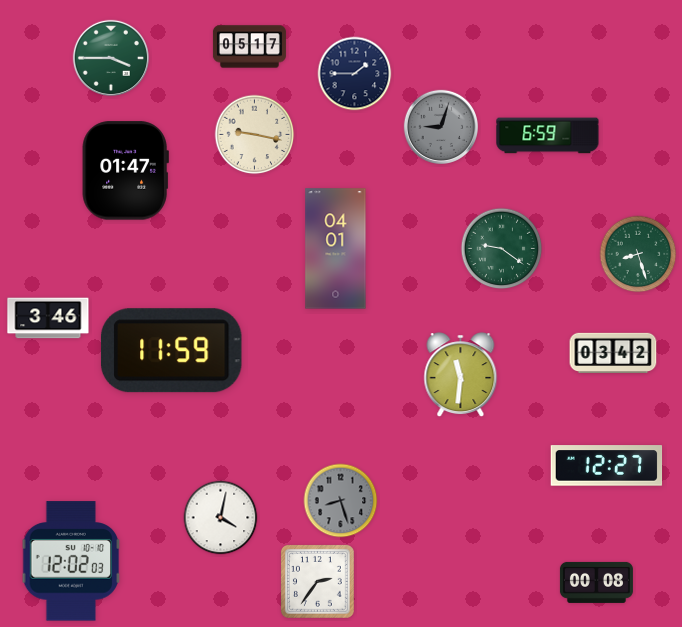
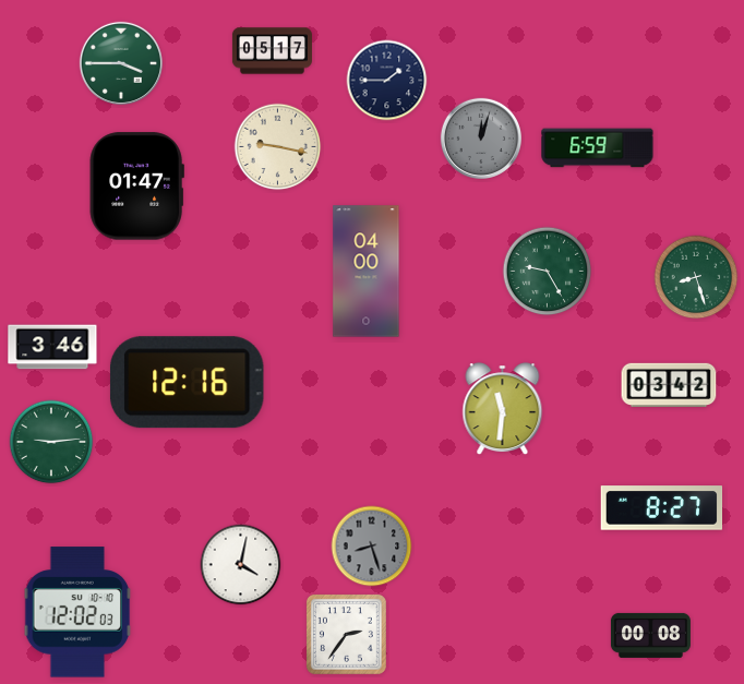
clock at (440, 126): 9:03 -> 12:03
clock at (336, 249): 04:01 -> 04:00
clock at (502, 249): 9:21 -> 9:25
clock at (171, 351): 11:59 -> 12:16
clock at (51, 442): none -> 9:14
clock at (607, 466): 12:27 -> 8:27
